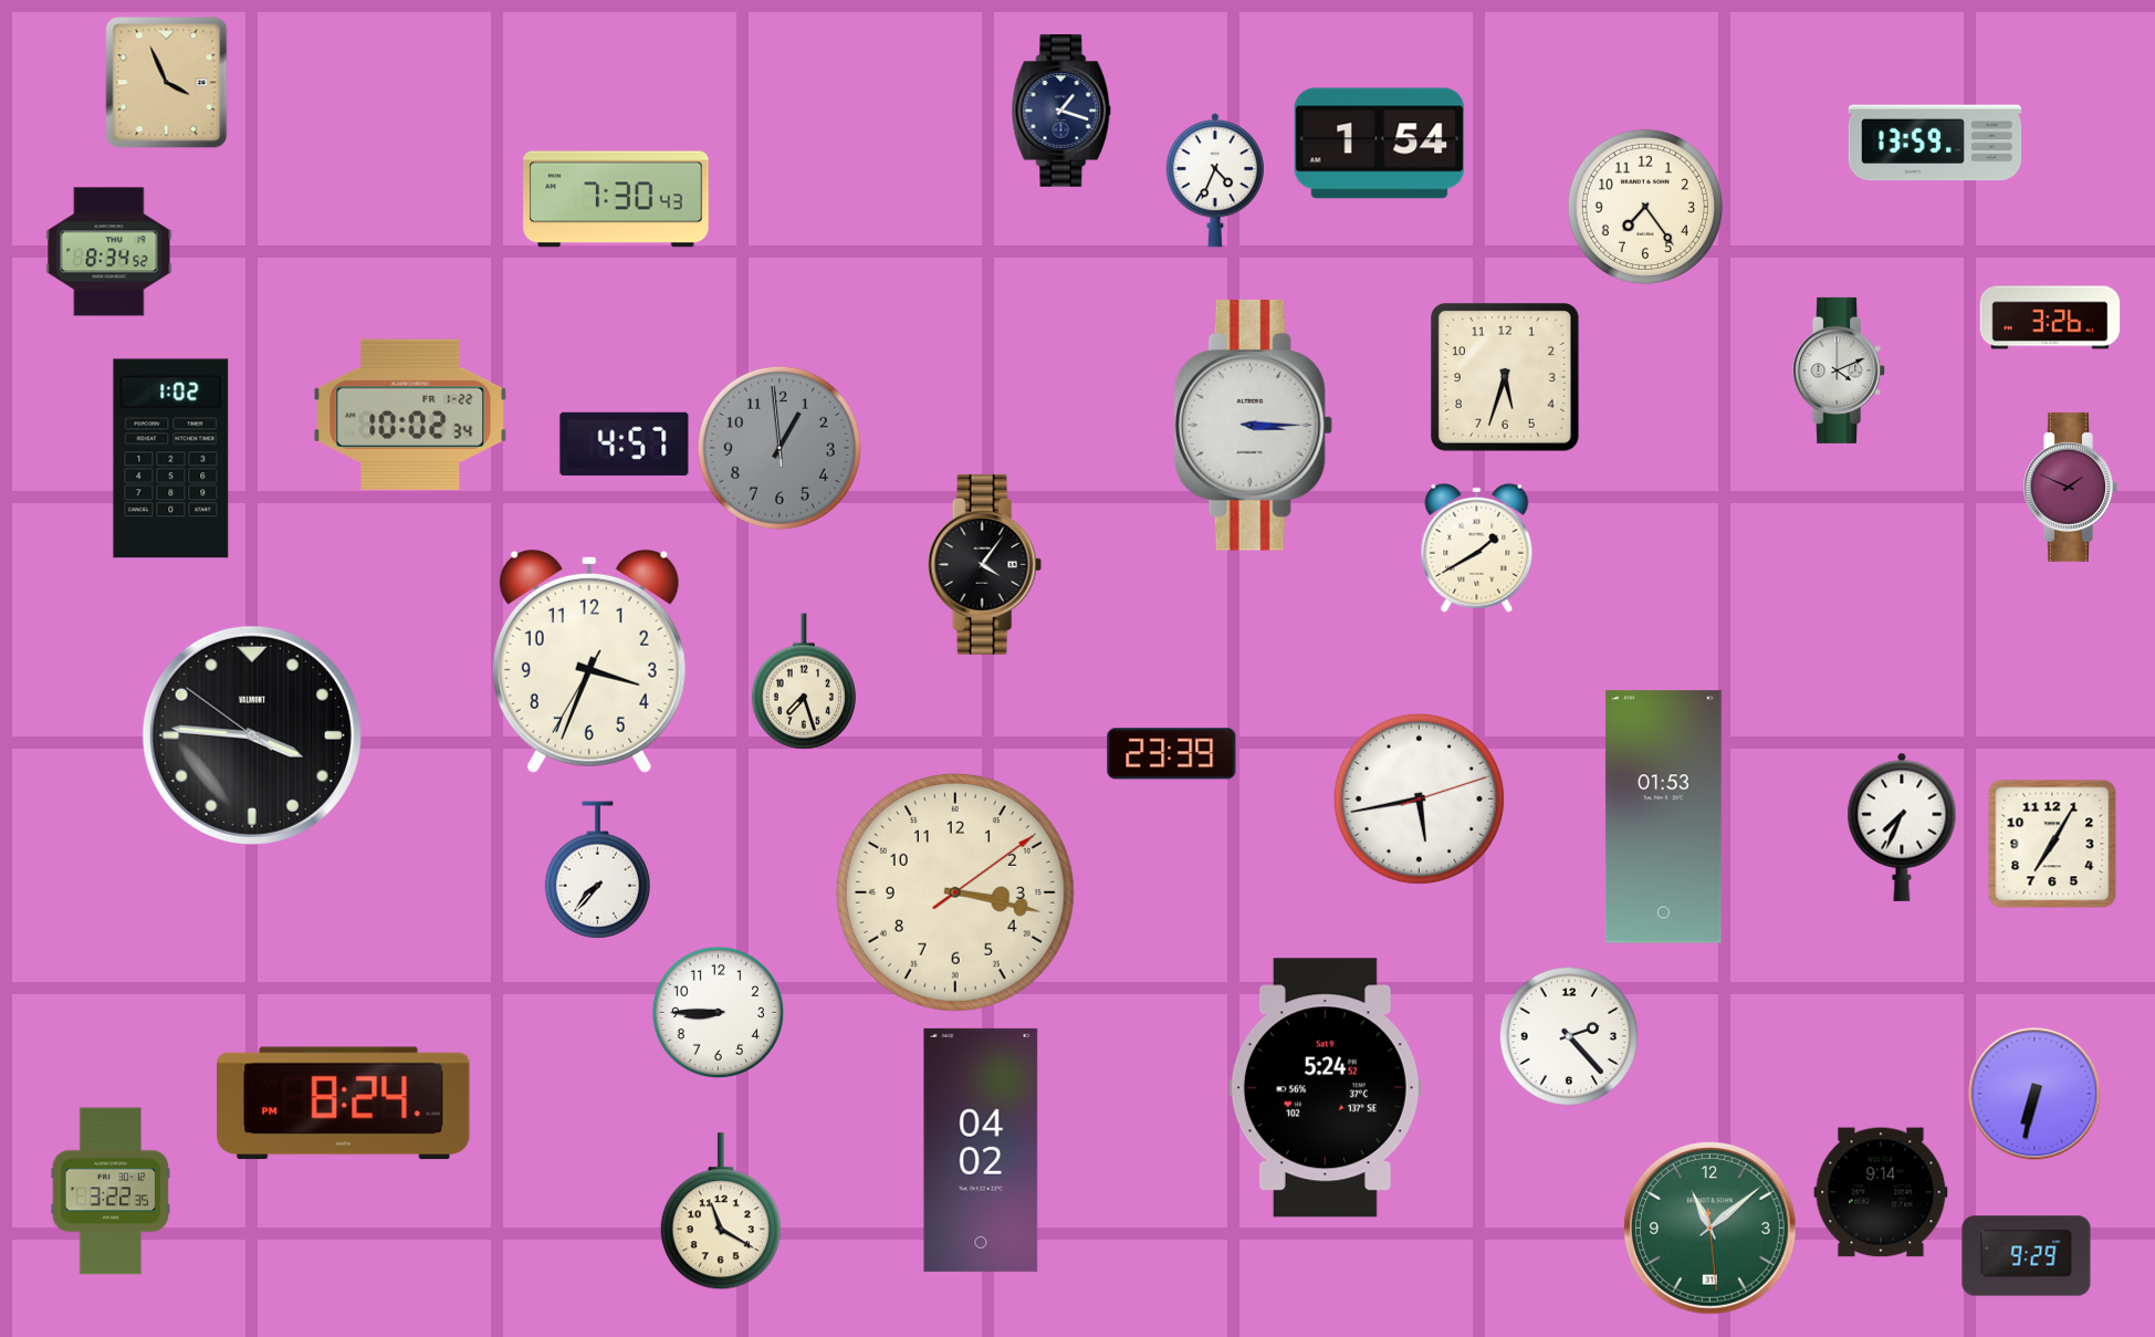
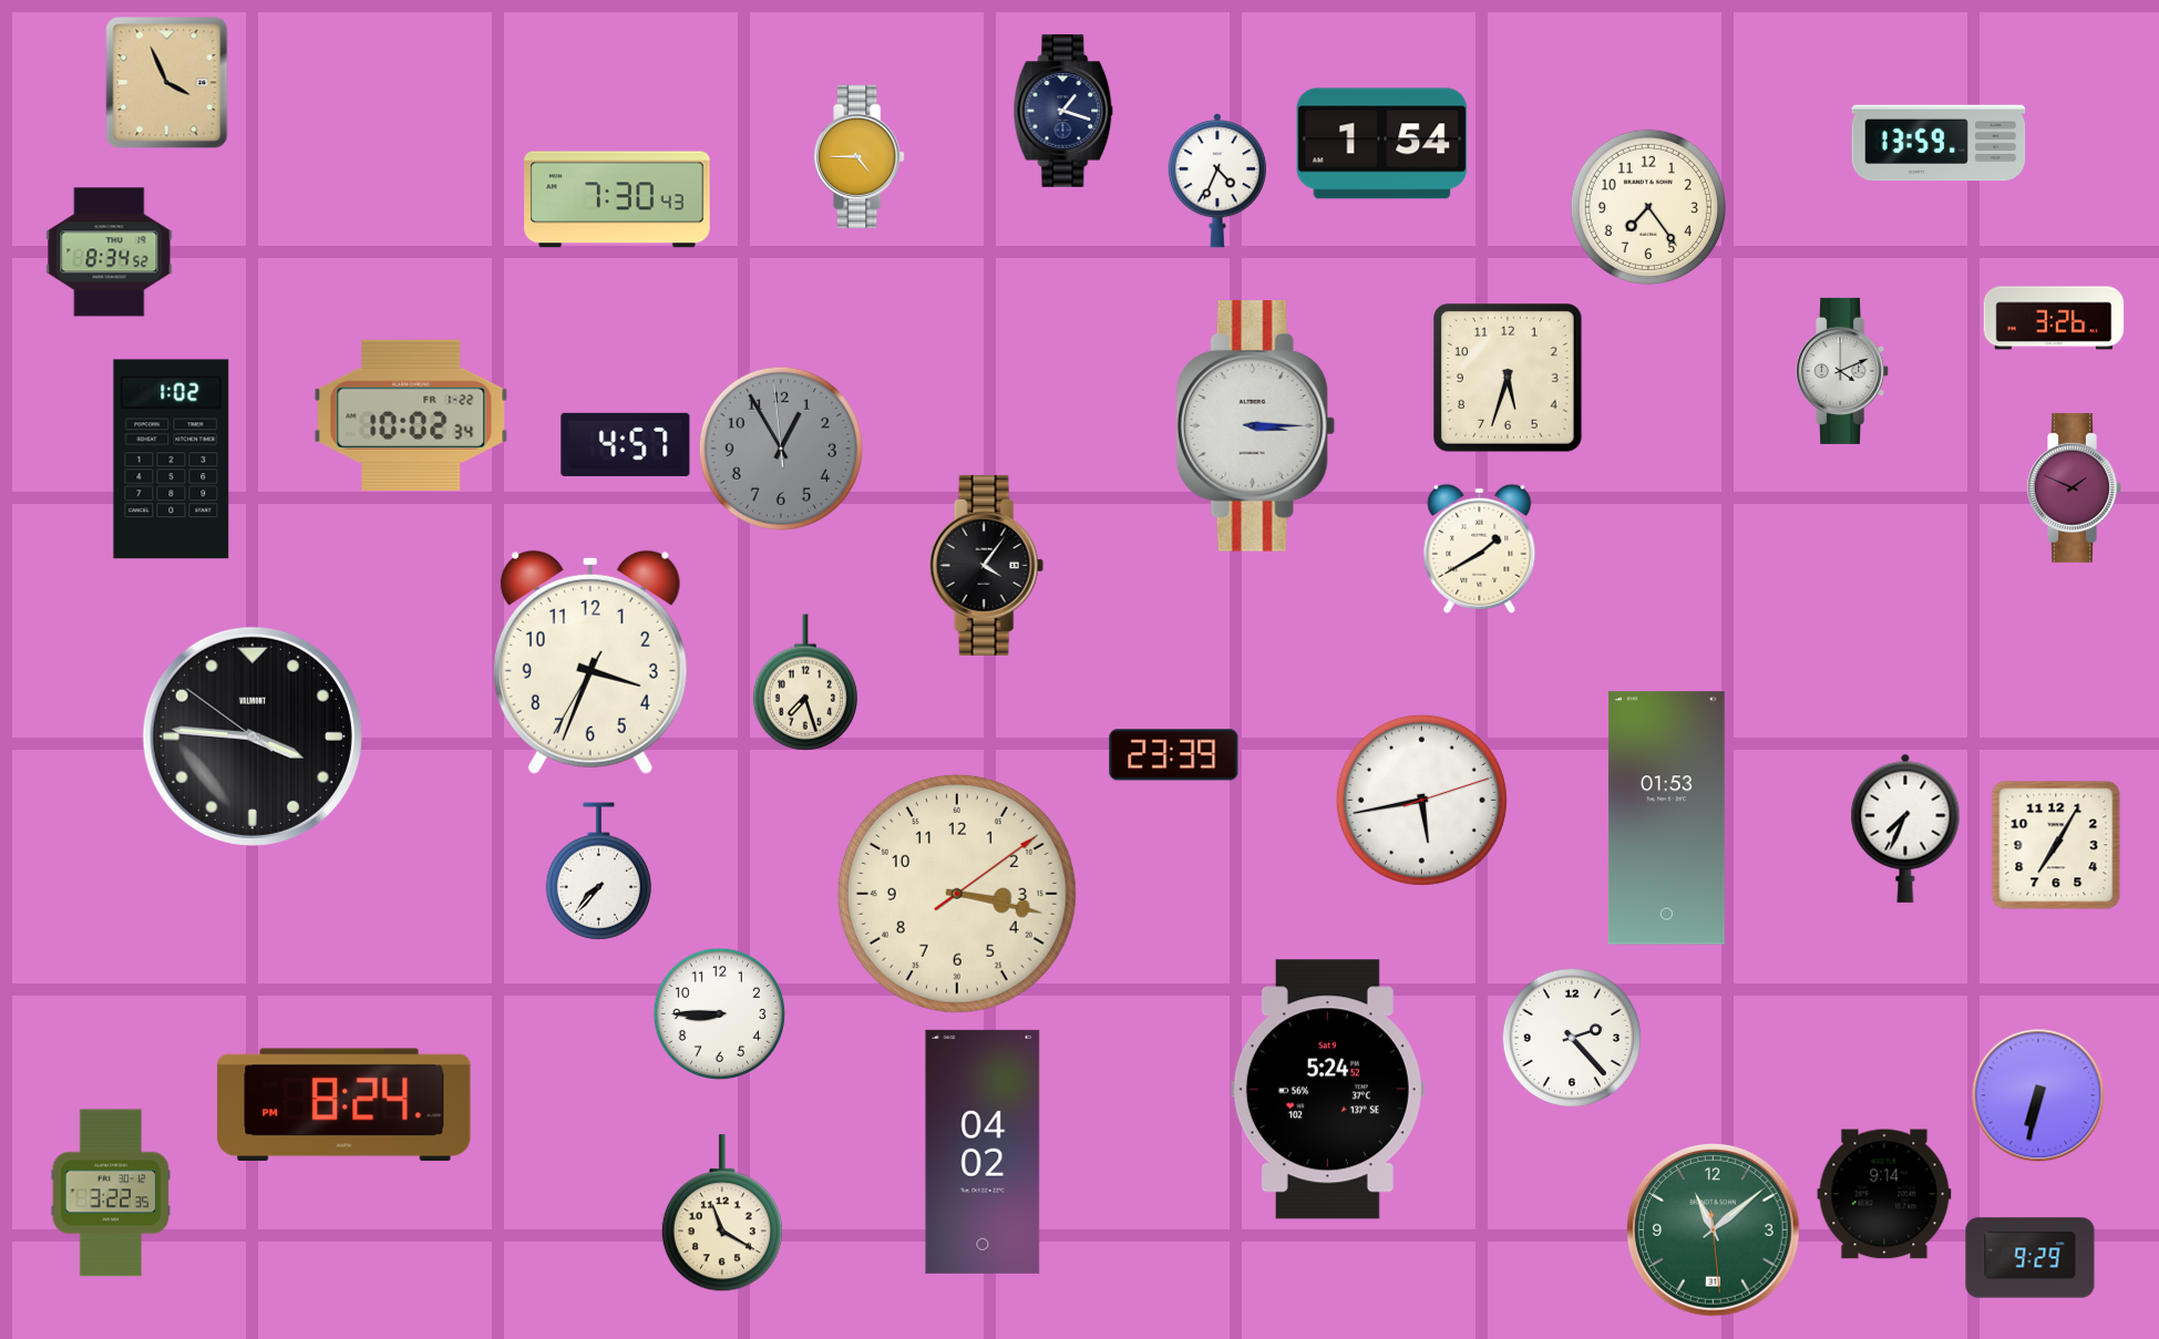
clock at (860, 156): none -> 4:45
clock at (780, 448): 12:58 -> 12:54
